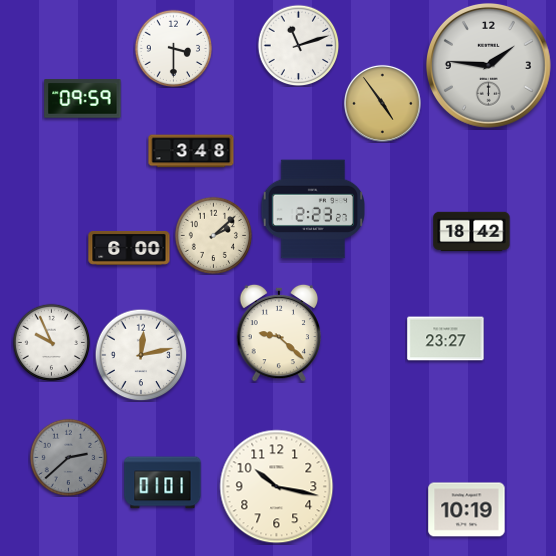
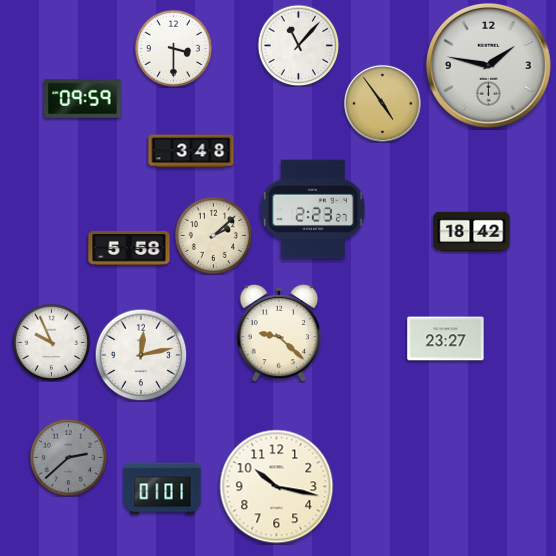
clock at (298, 45): 11:12 -> 11:07
clock at (488, 65): 1:46 -> 1:47
clock at (129, 248): 6:00 -> 5:58
clock at (163, 483) position: (163, 483) -> (163, 489)
clock at (467, 510): 10:19 -> none
